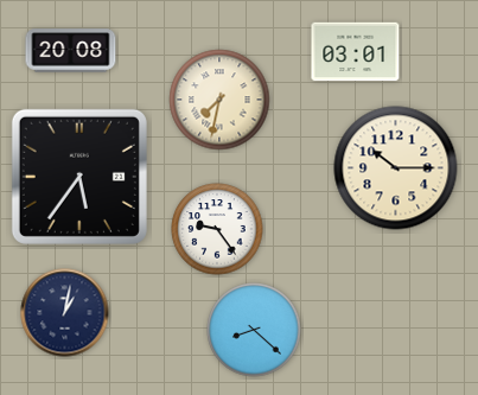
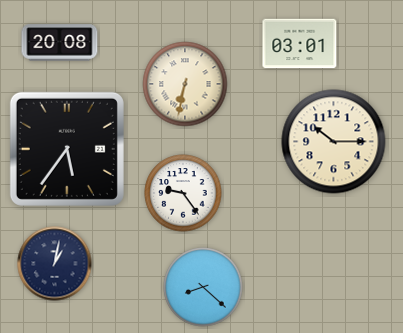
clock at (219, 100): 7:32 -> 6:32
clock at (254, 330) position: (254, 330) -> (203, 287)
